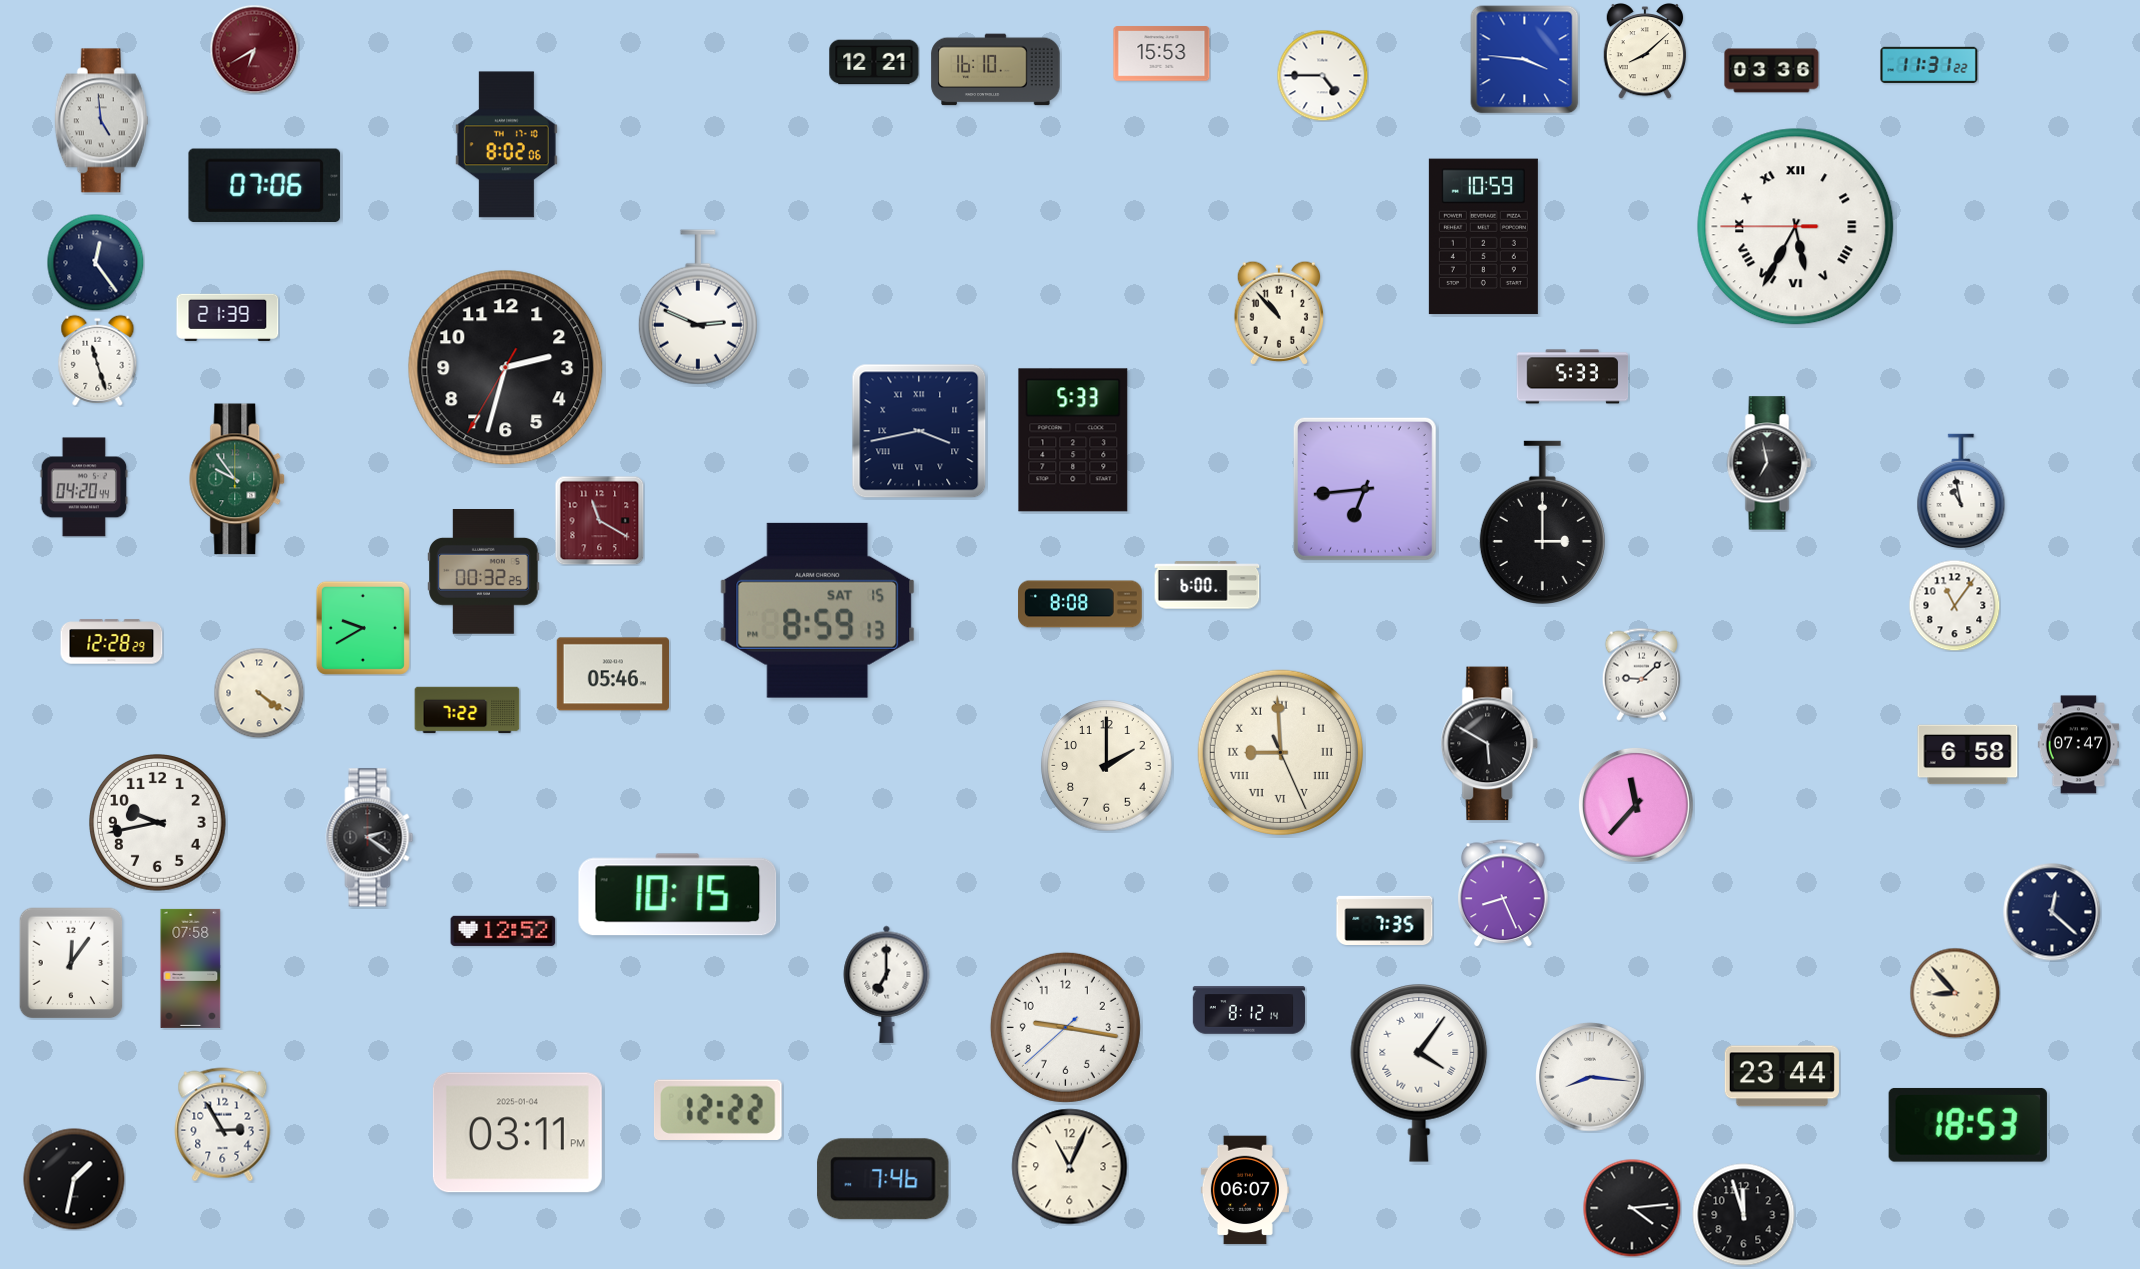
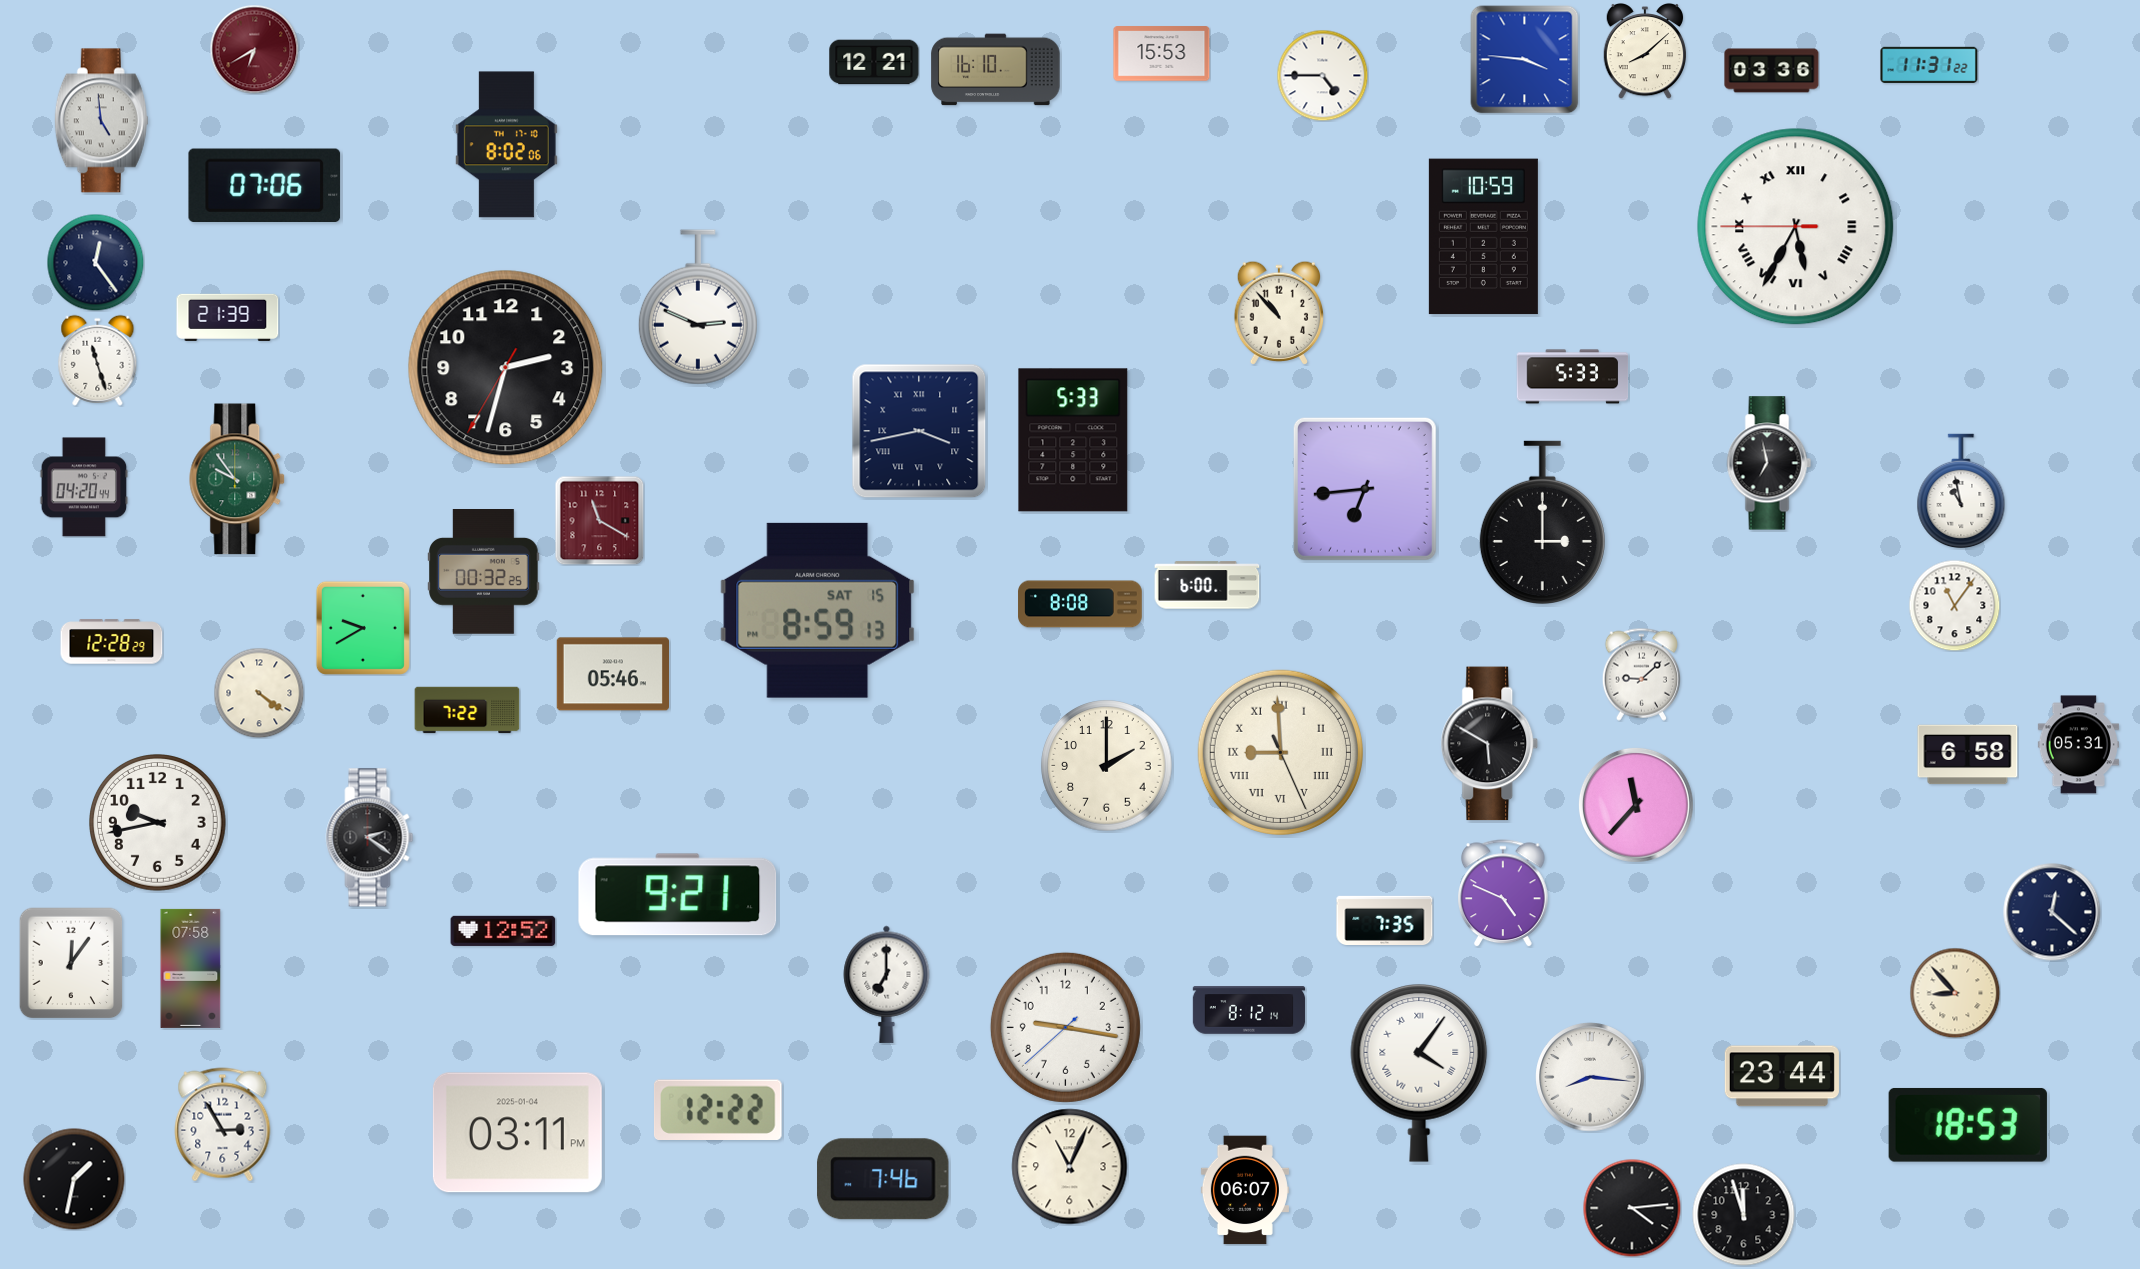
clock at (2078, 745): 07:47 -> 05:31
clock at (1504, 893): 8:26 -> 4:49
clock at (678, 895): 10:15 -> 9:21
